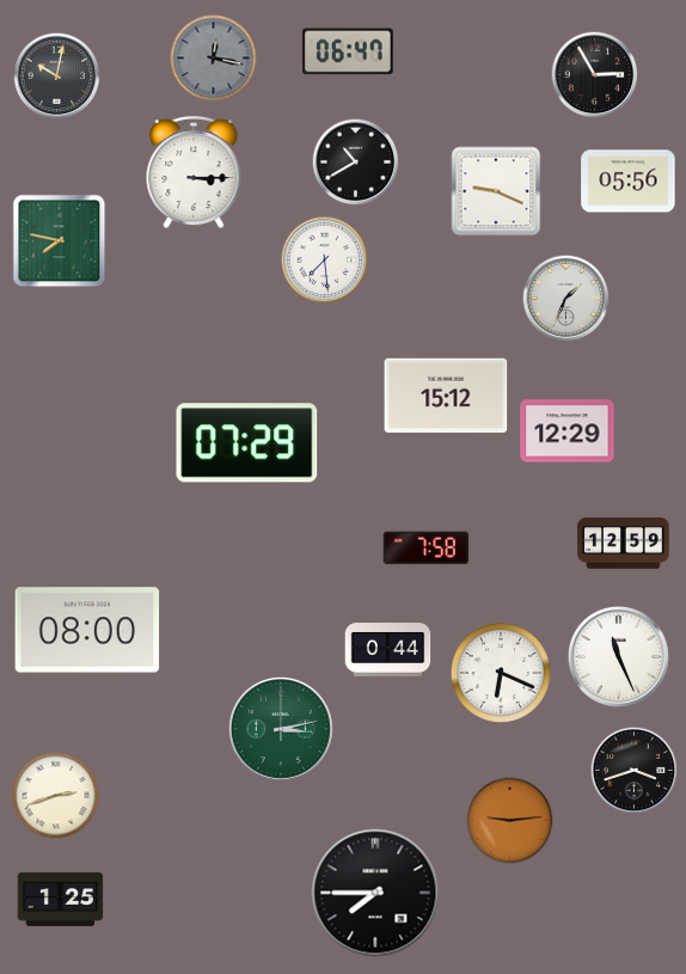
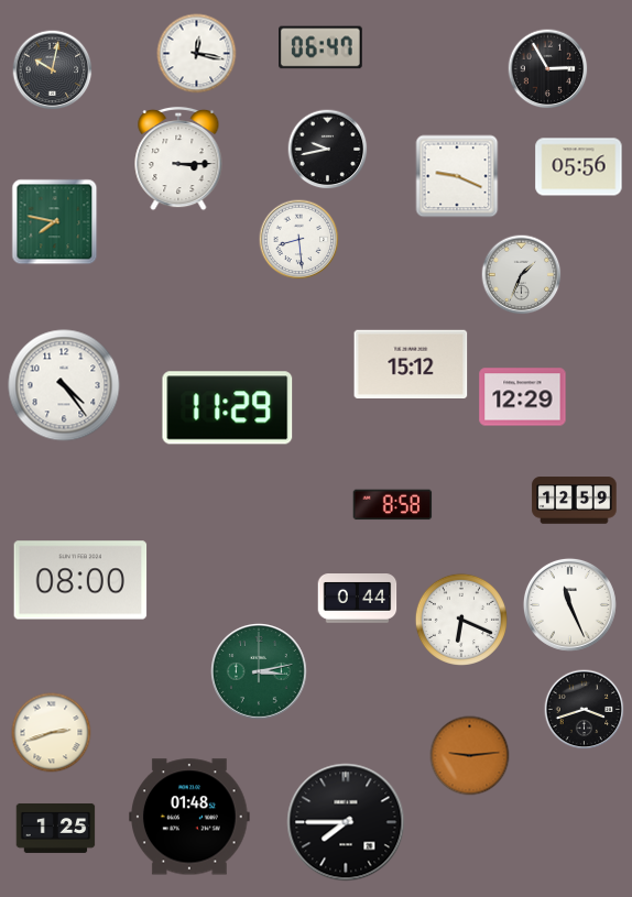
clock at (214, 59) dial: grey -> white
clock at (356, 163): 10:40 -> 9:43
clock at (325, 261): 7:29 -> 8:29
clock at (64, 385): none -> 4:24
clock at (247, 443): 07:29 -> 11:29
clock at (427, 549): 7:58 -> 8:58
clock at (189, 817): none -> 01:48
